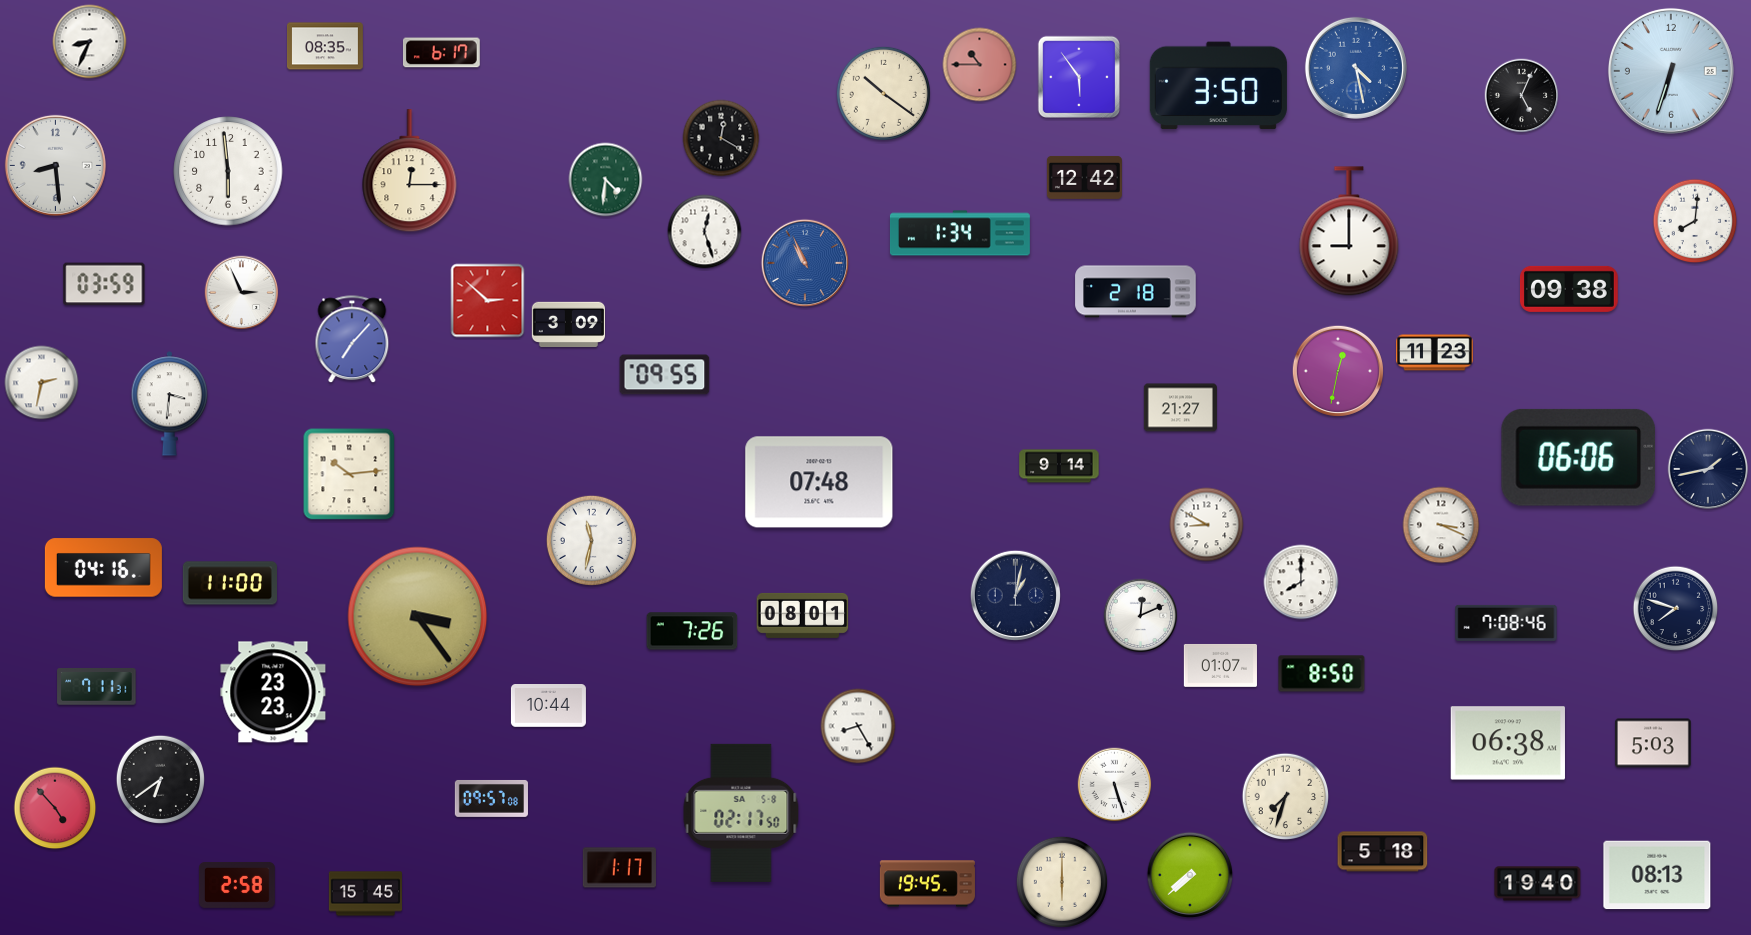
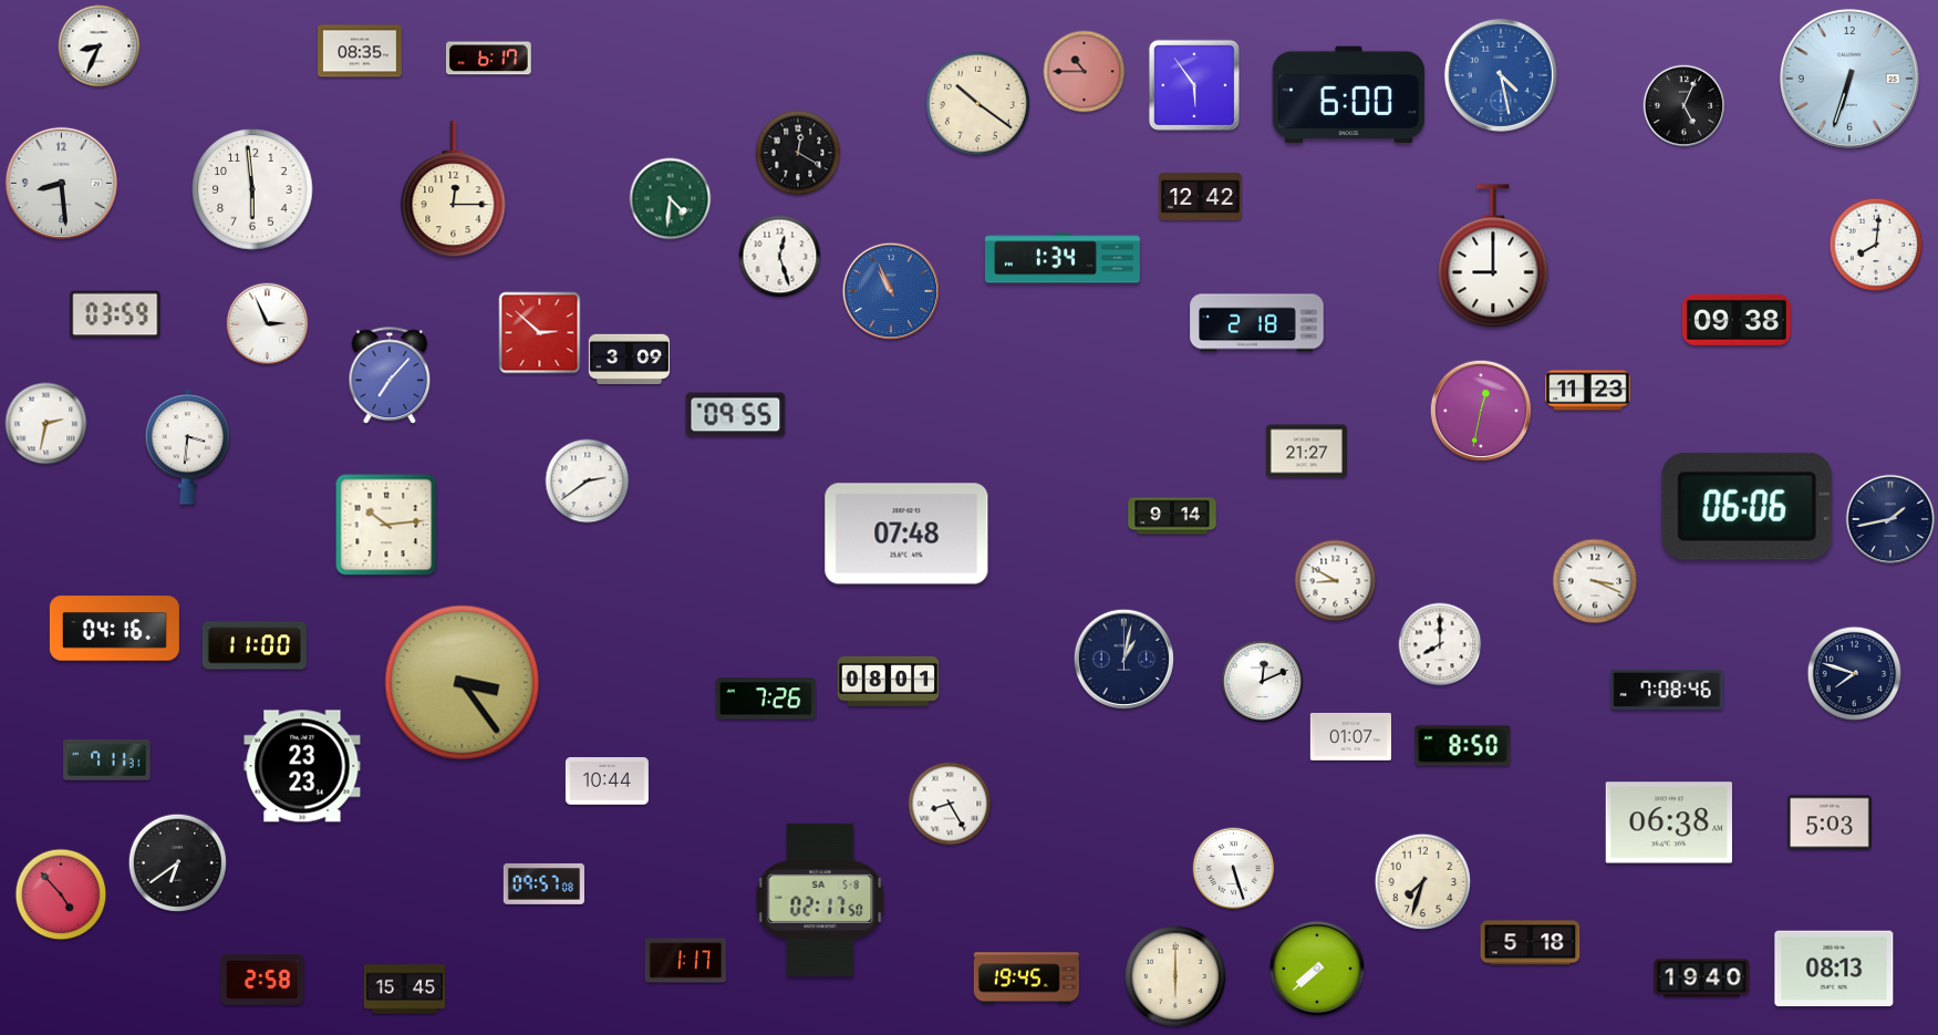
clock at (1218, 86): 3:50 -> 6:00
clock at (588, 482): none -> 2:39
clock at (591, 540): 11:32 -> none
